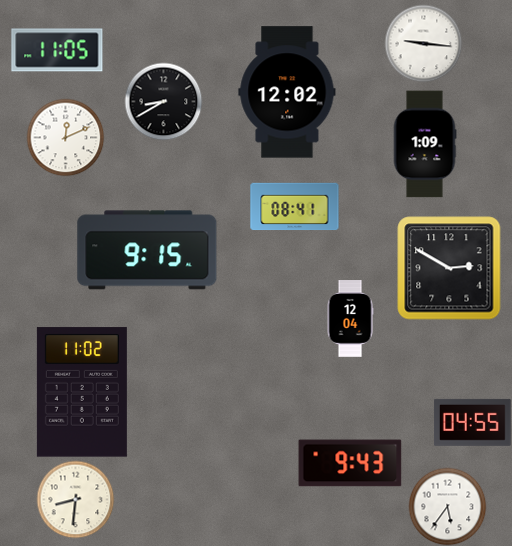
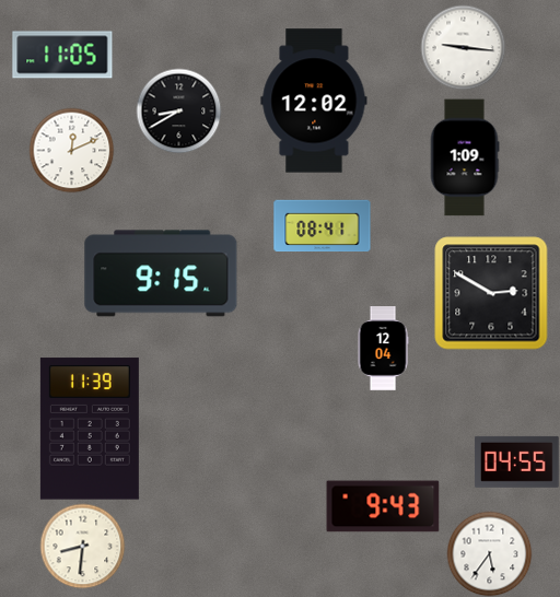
clock at (82, 392): 11:02 -> 11:39
